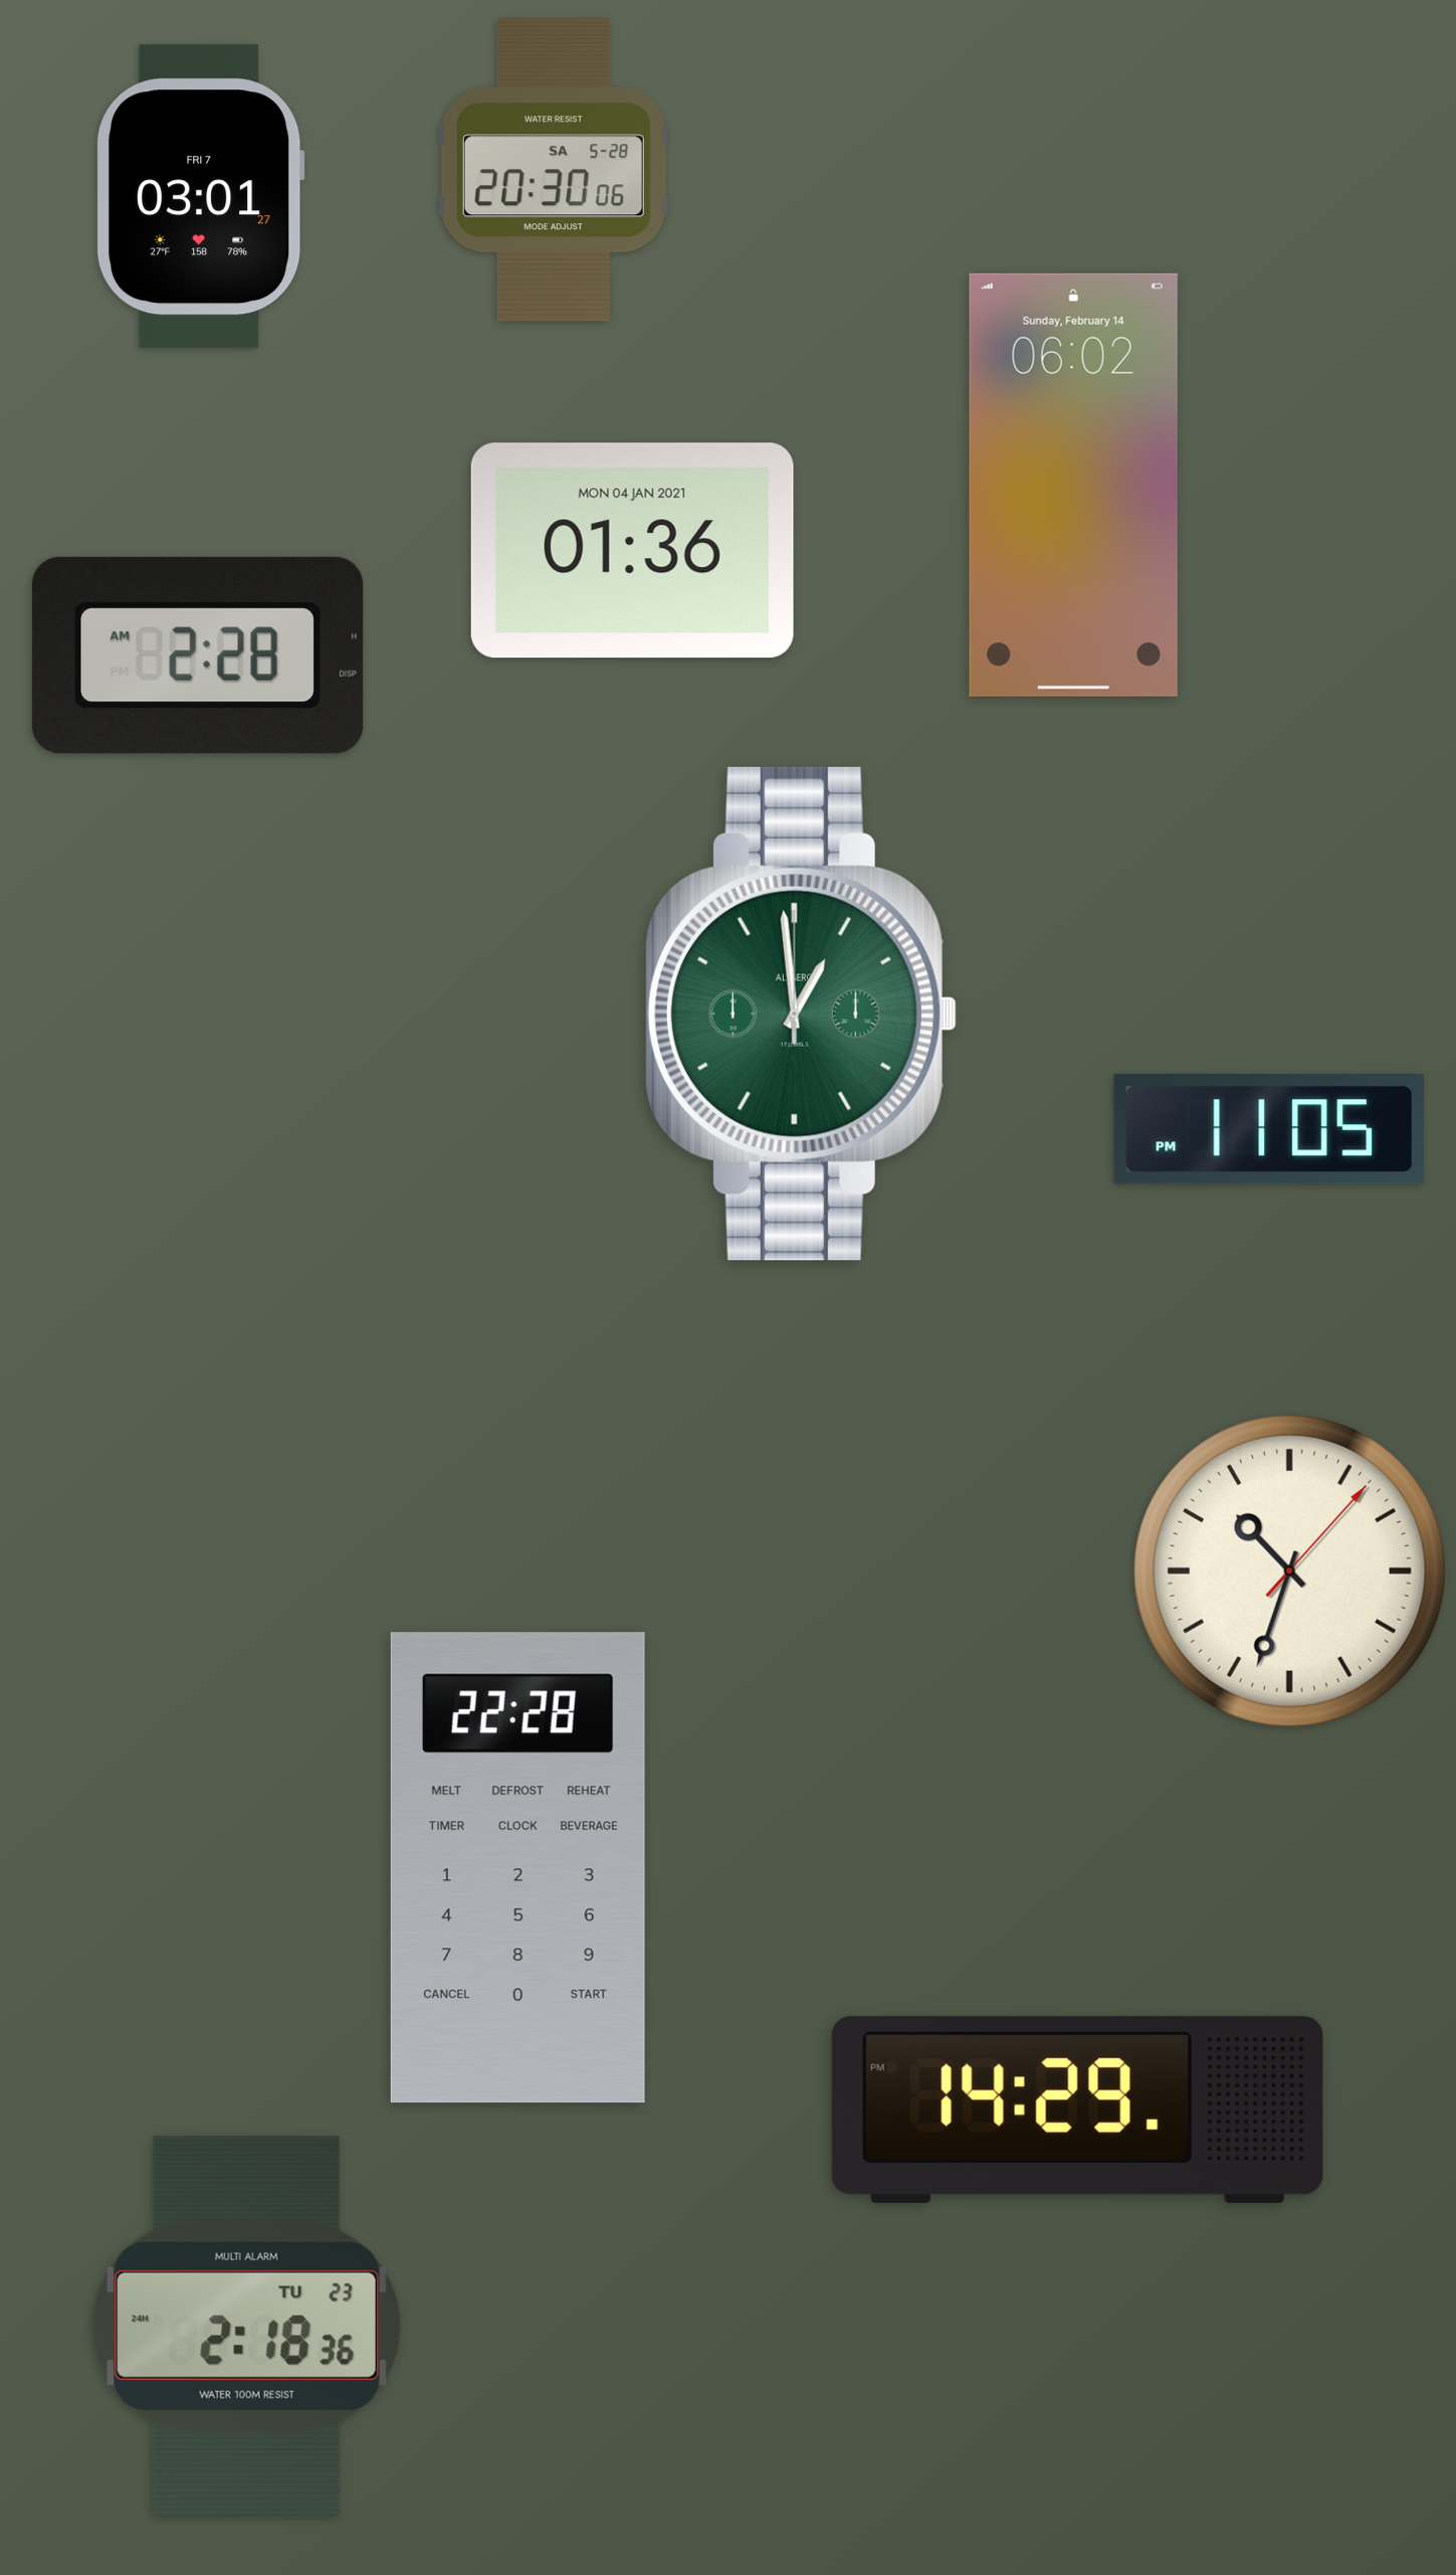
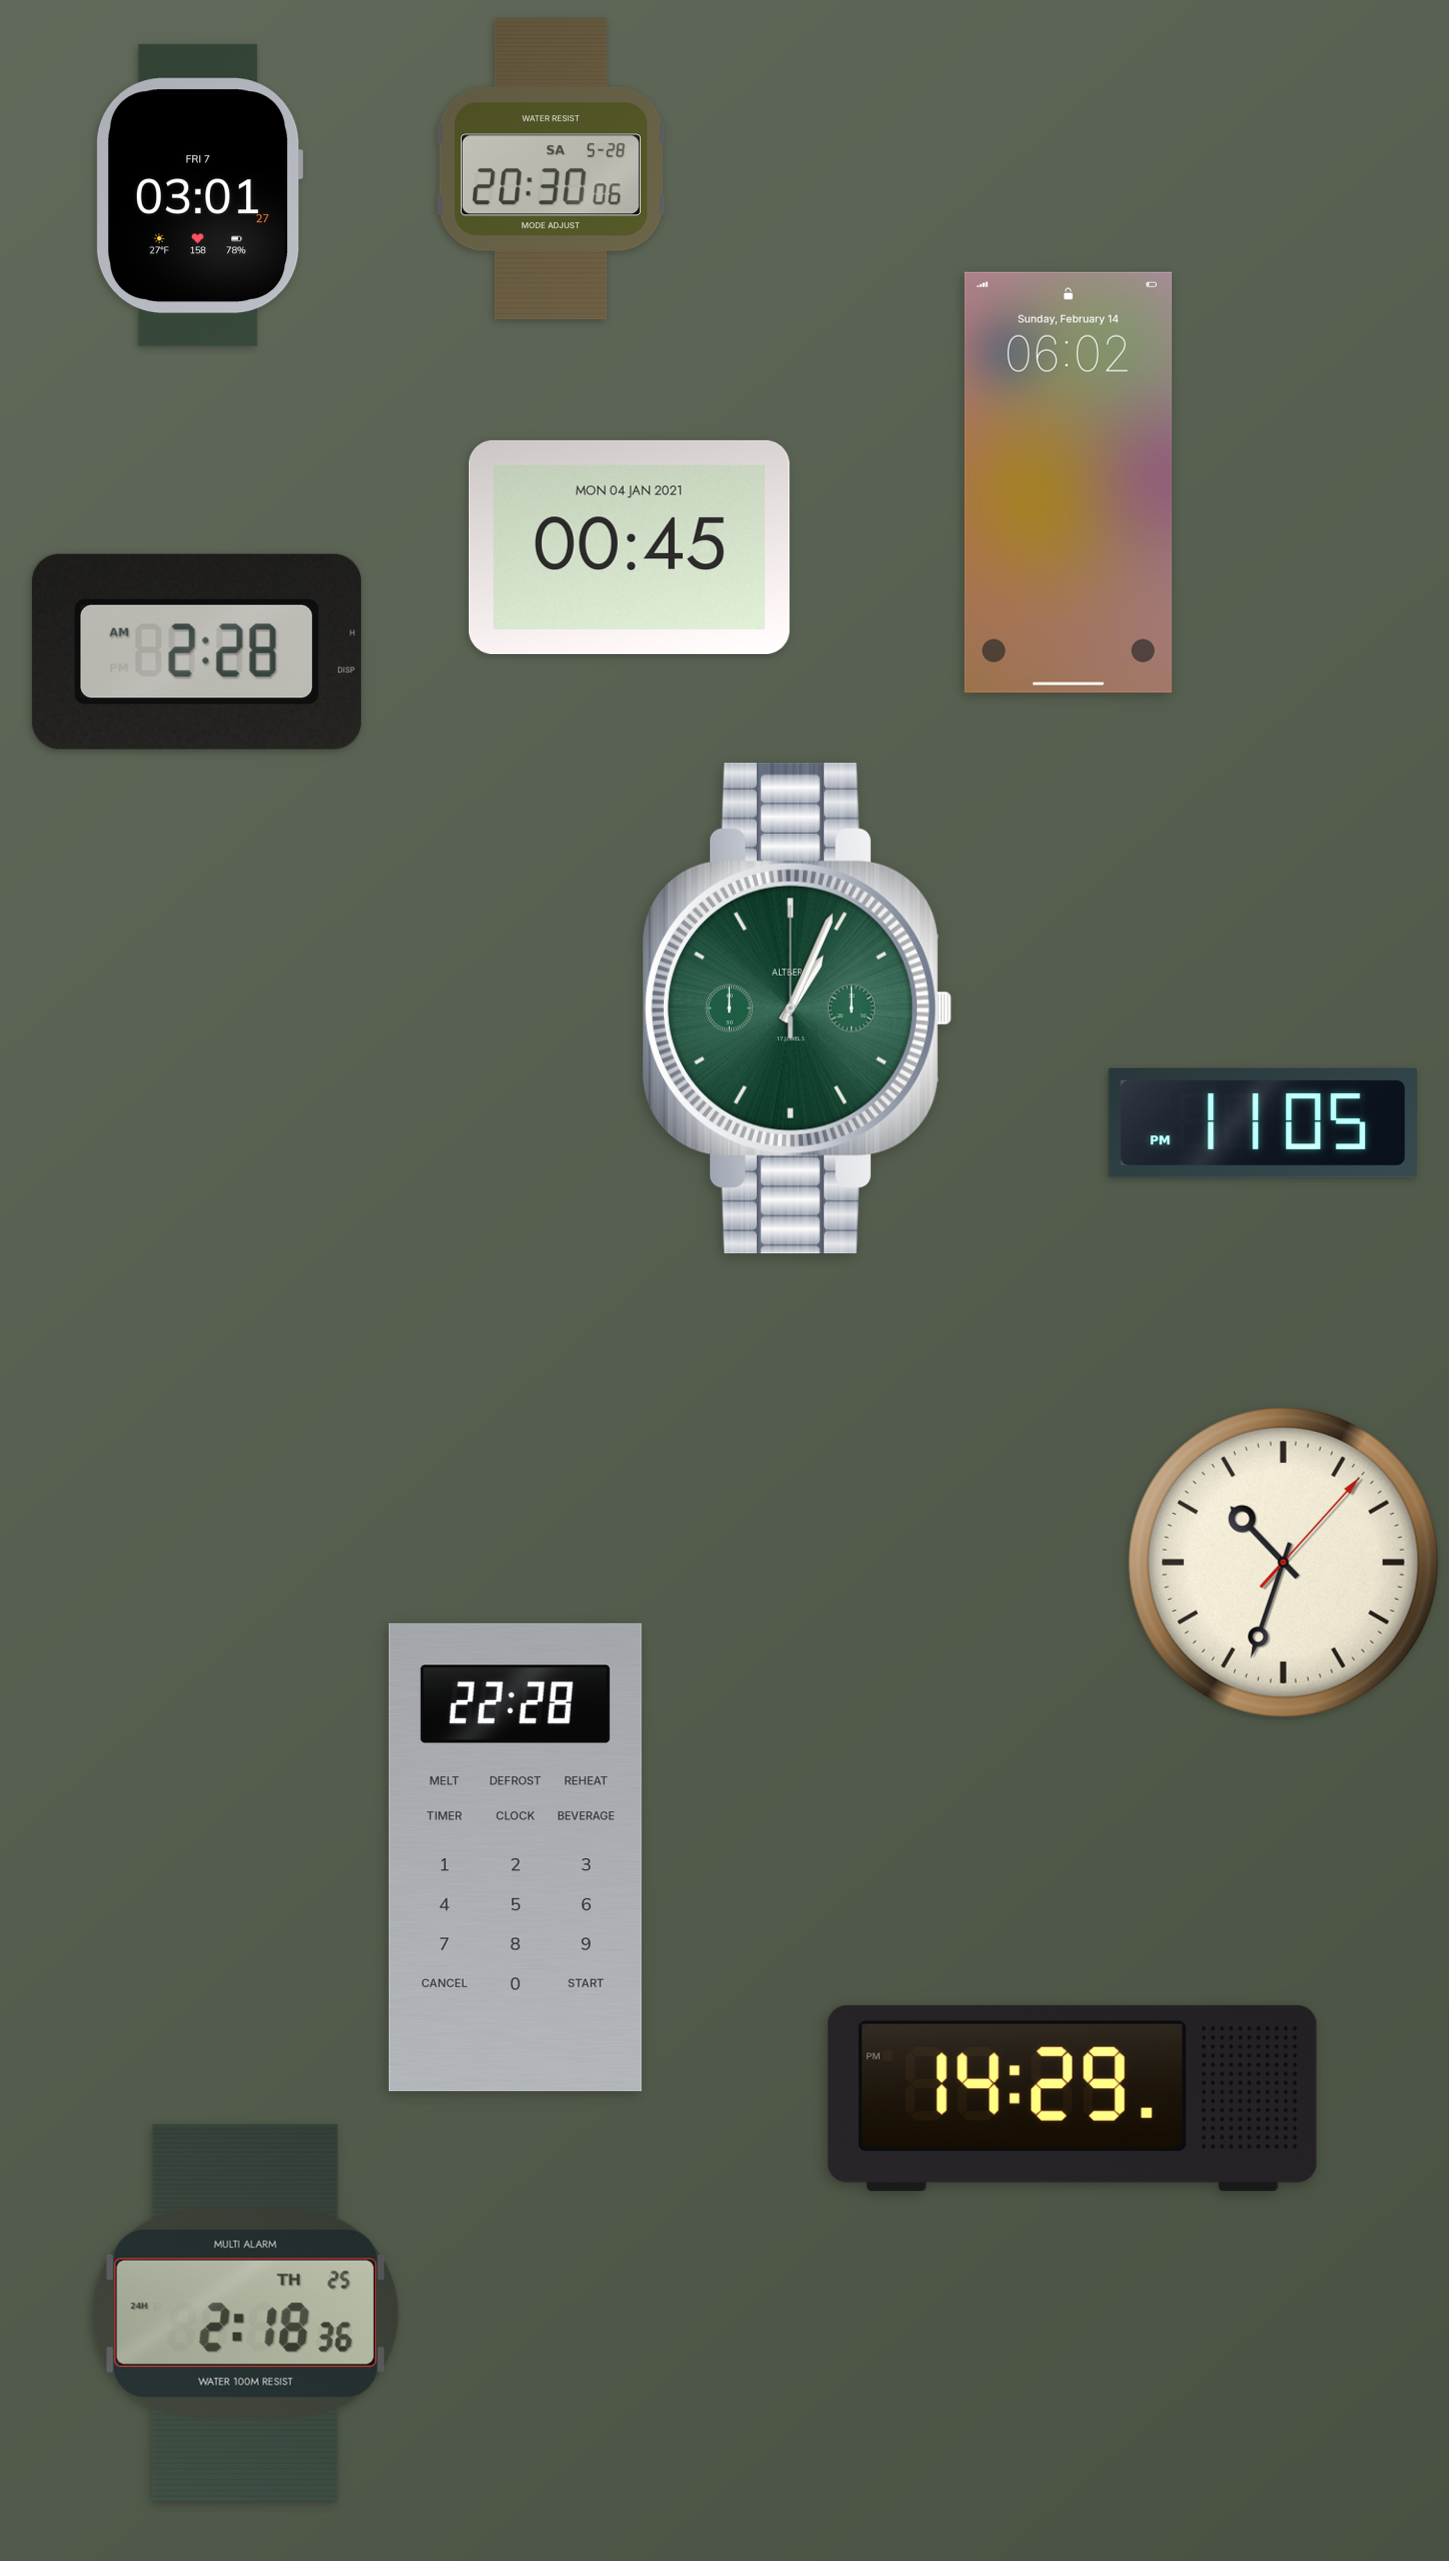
clock at (632, 551): 01:36 -> 00:45
clock at (801, 1014): 12:59 -> 1:04
clock at (246, 2326) date: TU 23 -> TH 25
